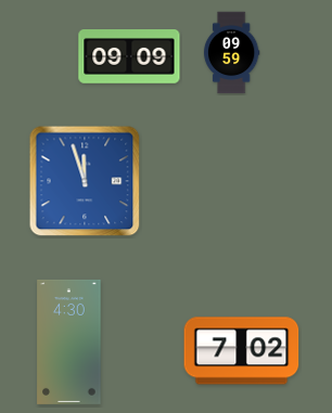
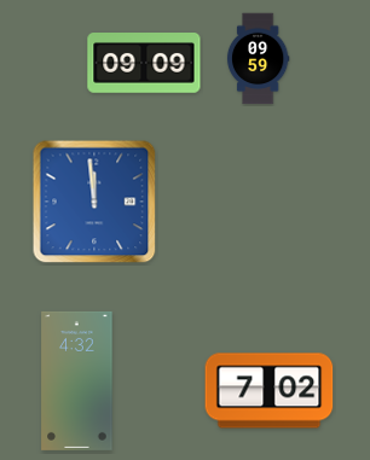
clock at (85, 181): 11:57 -> 11:59
clock at (69, 341): 4:30 -> 4:32
